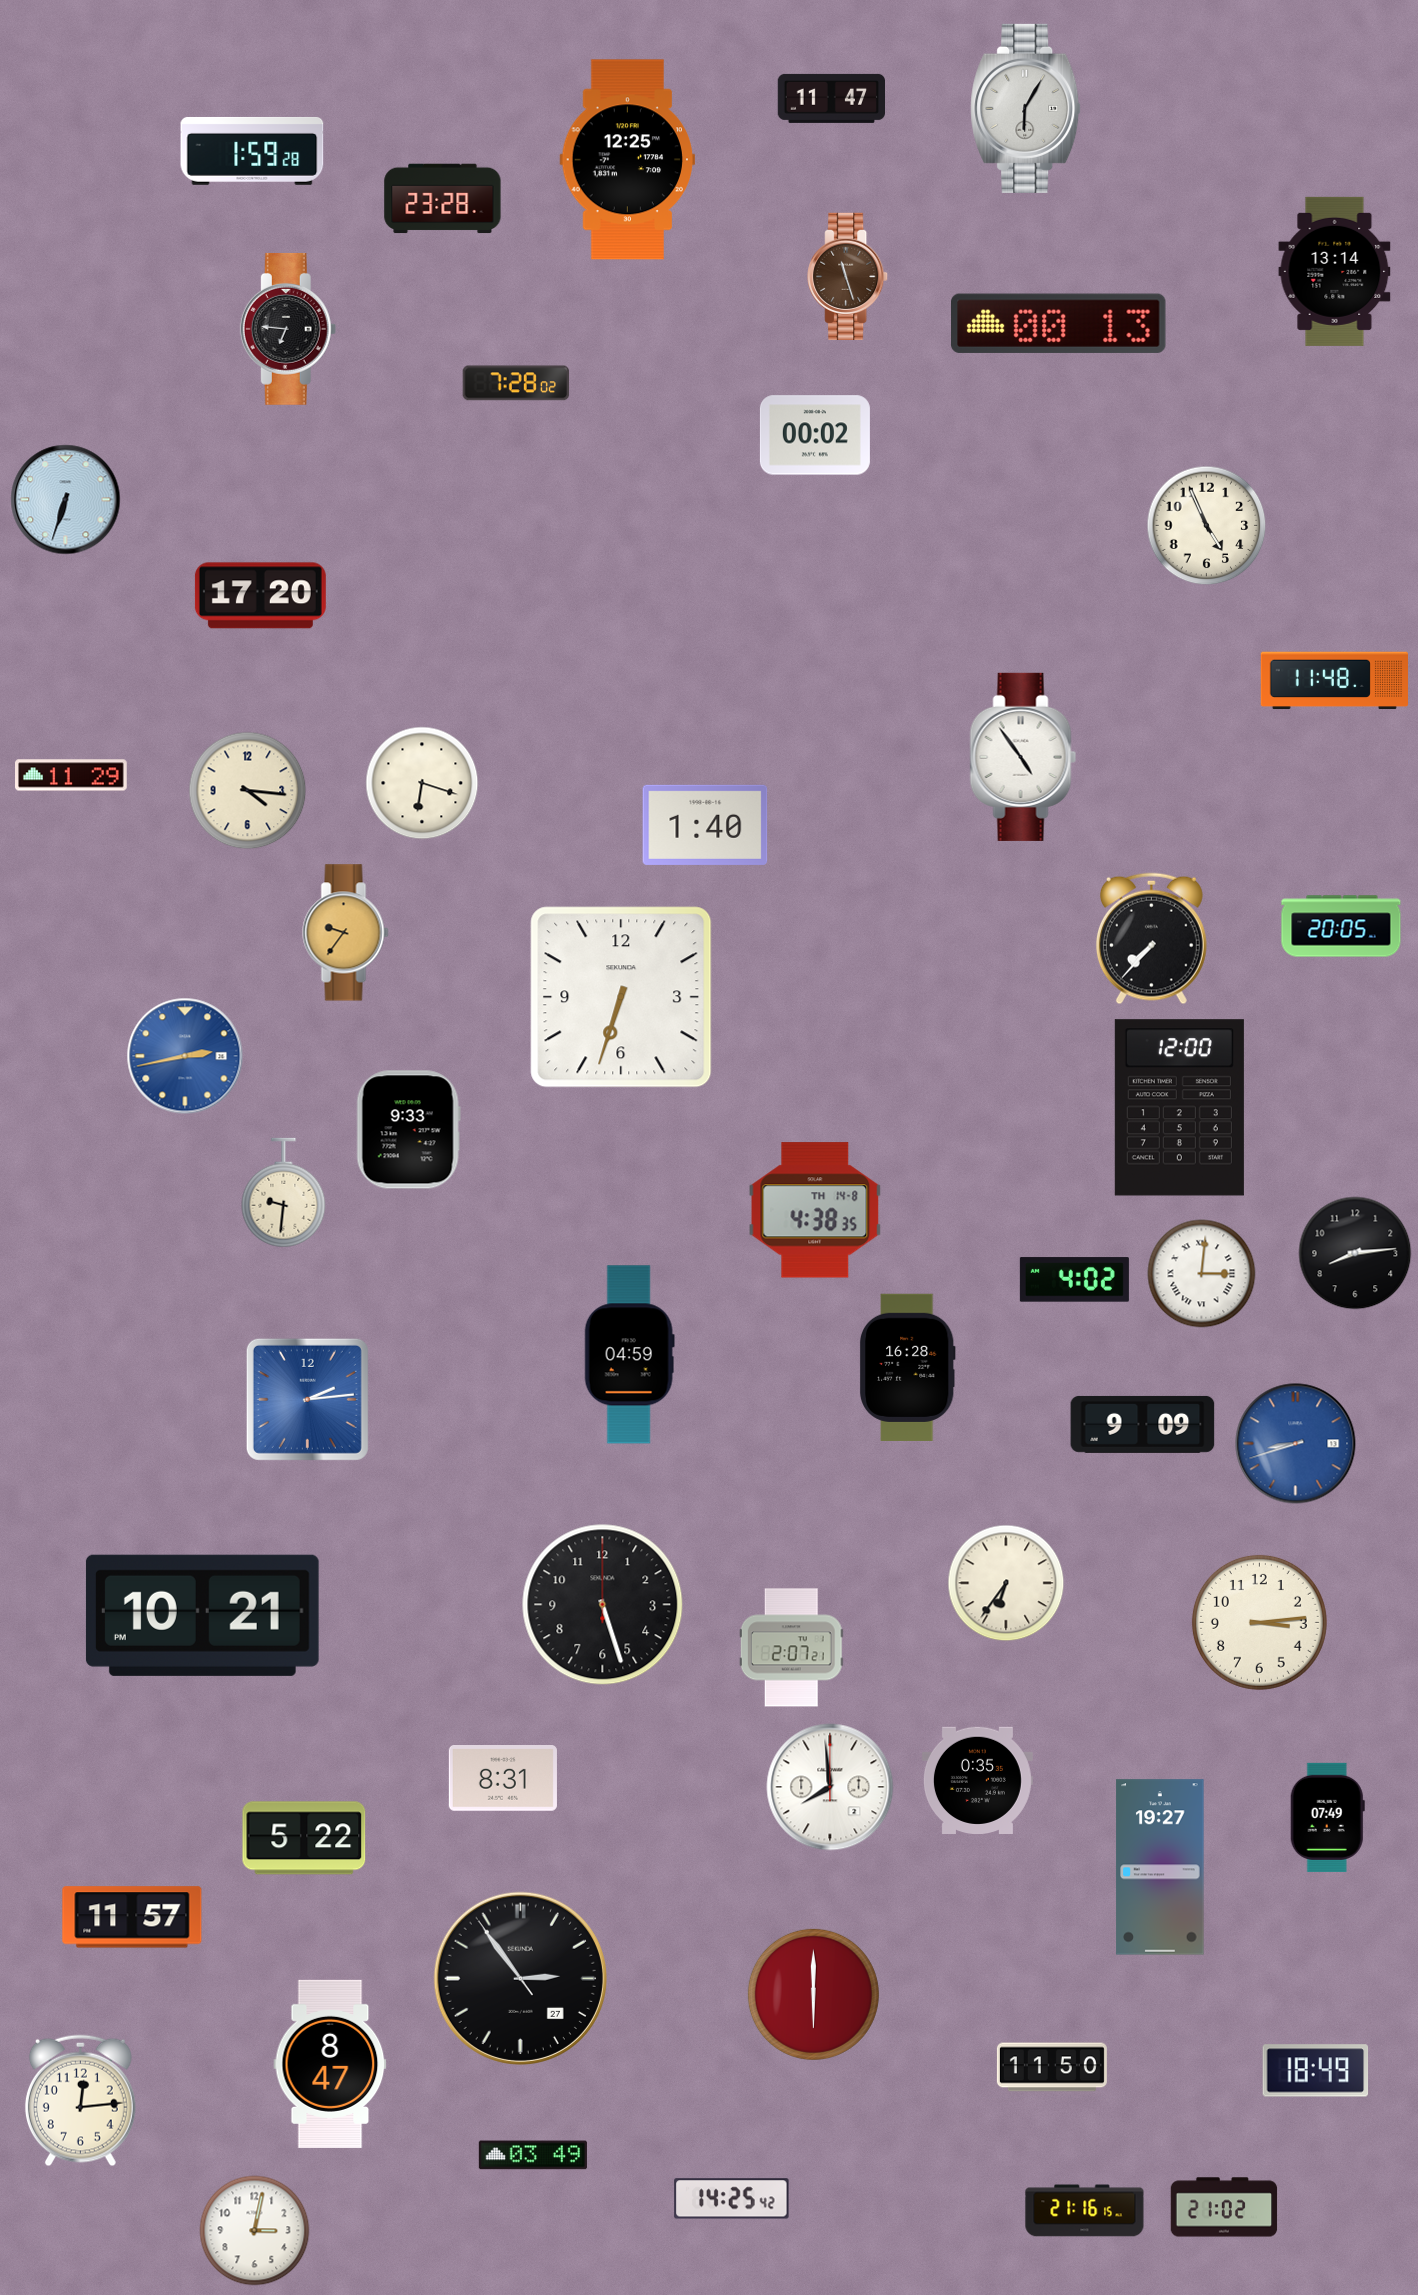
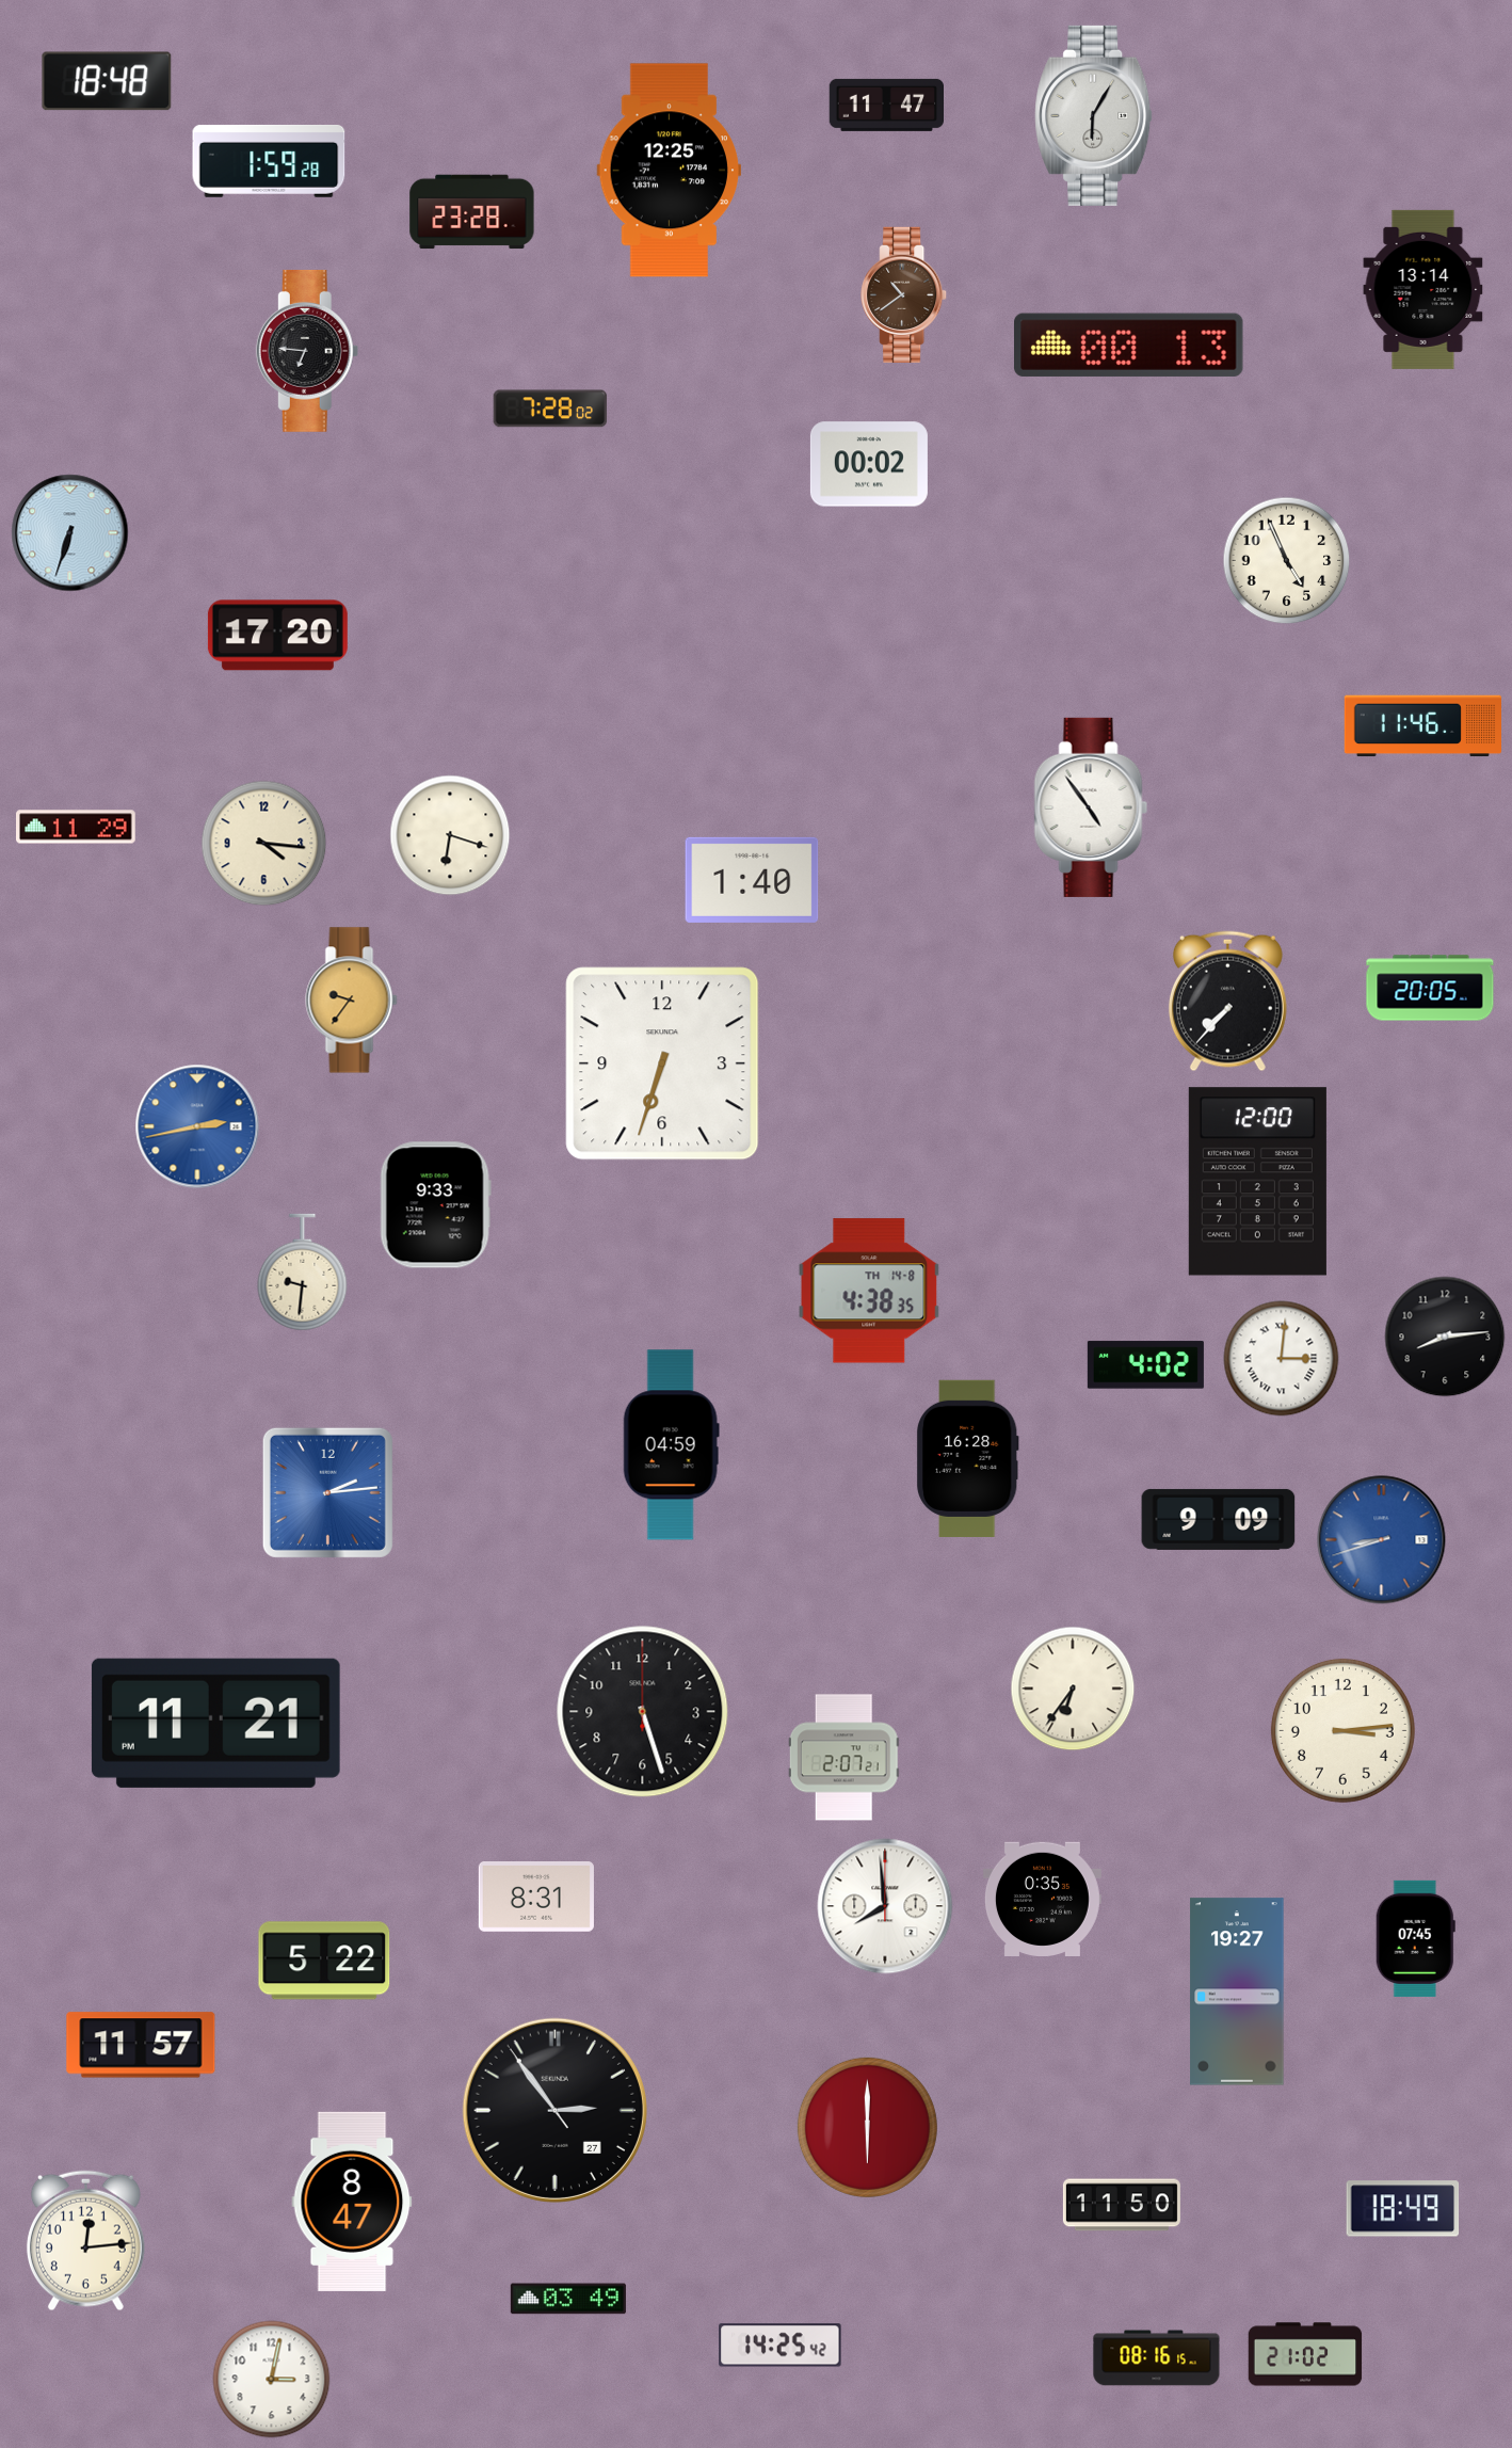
clock at (107, 81): none -> 18:48
clock at (848, 276): 11:27 -> 10:39
clock at (1334, 681): 11:48 -> 11:46
clock at (346, 933) position: (346, 933) -> (352, 1001)
clock at (202, 1615): 10:21 -> 11:21
clock at (1327, 1817): 07:49 -> 07:45
clock at (1085, 2211): 21:16 -> 08:16
